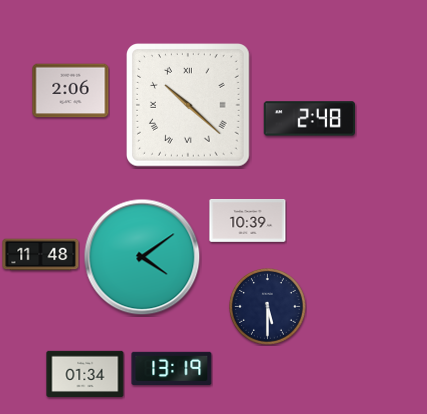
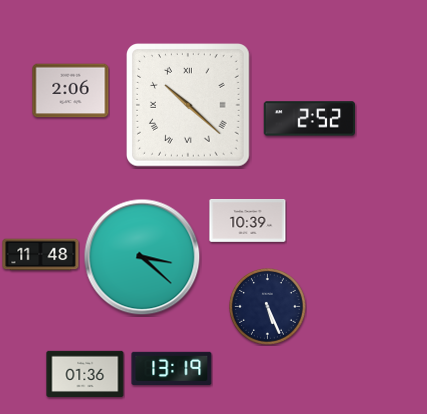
clock at (310, 119): 2:48 -> 2:52
clock at (142, 257): 4:09 -> 3:22
clock at (268, 307): 5:30 -> 5:26
clock at (85, 373): 01:34 -> 01:36
